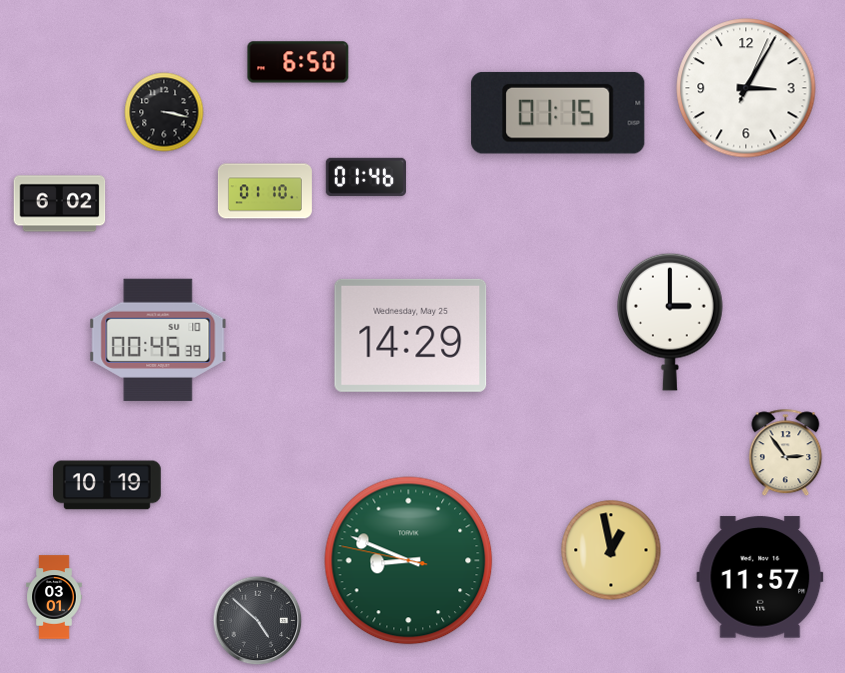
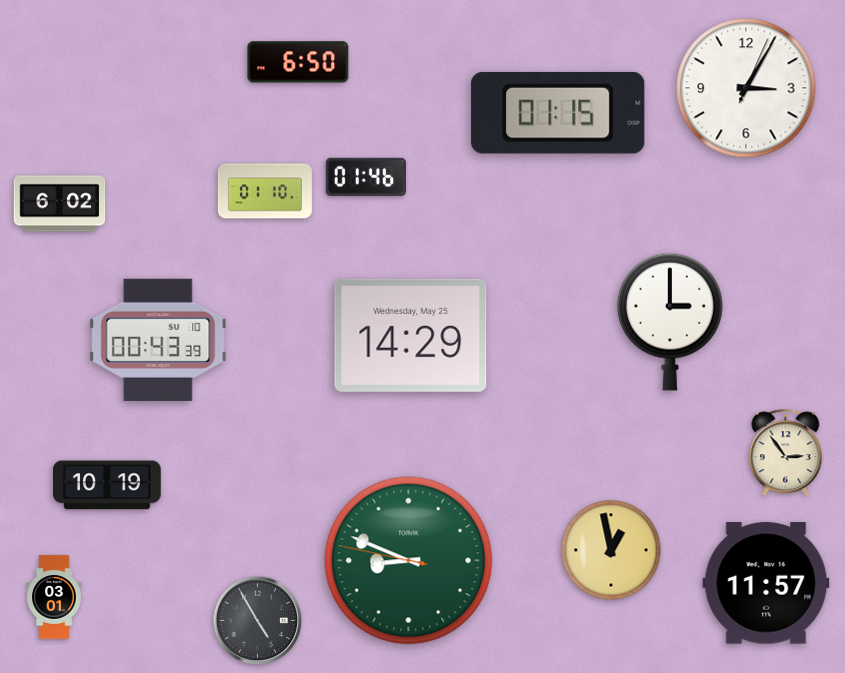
clock at (164, 112): 3:17 -> none
clock at (158, 340): 00:45 -> 00:43
clock at (760, 577) position: (760, 577) -> (766, 583)
clock at (258, 621): 4:52 -> 4:55
